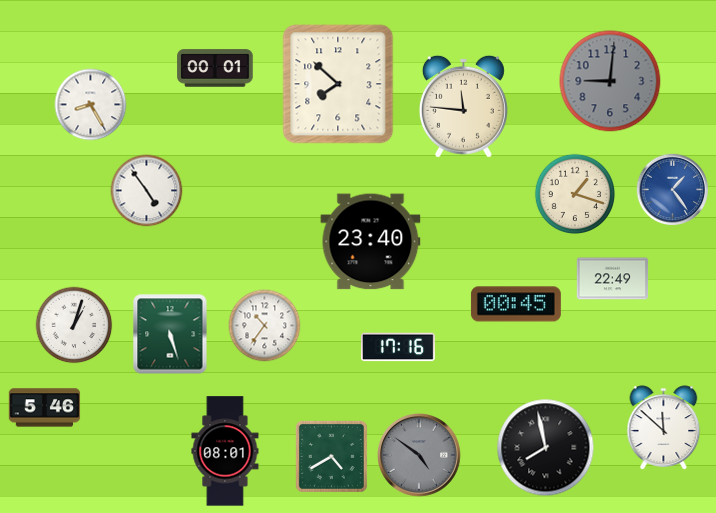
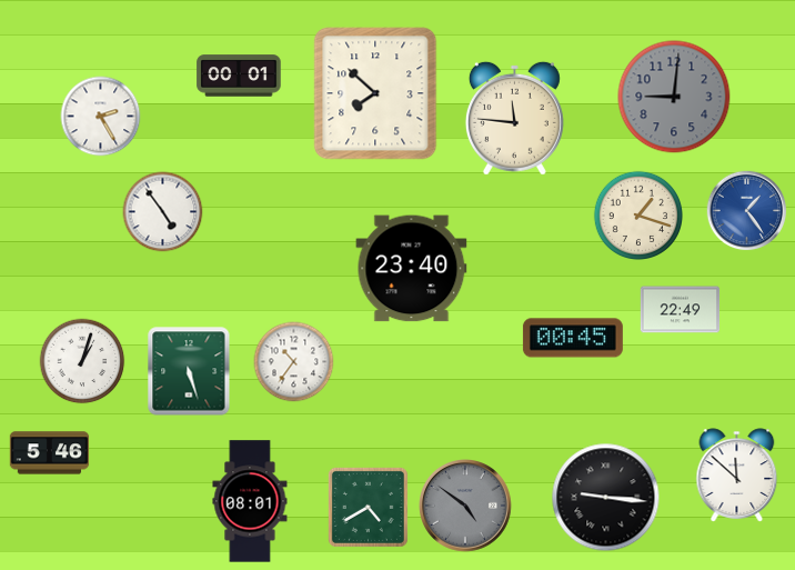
clock at (610, 81) position: (610, 81) -> (674, 97)
clock at (91, 105): 8:25 -> 2:25
clock at (398, 347): 17:16 -> none
clock at (546, 448): 7:58 -> 9:16
